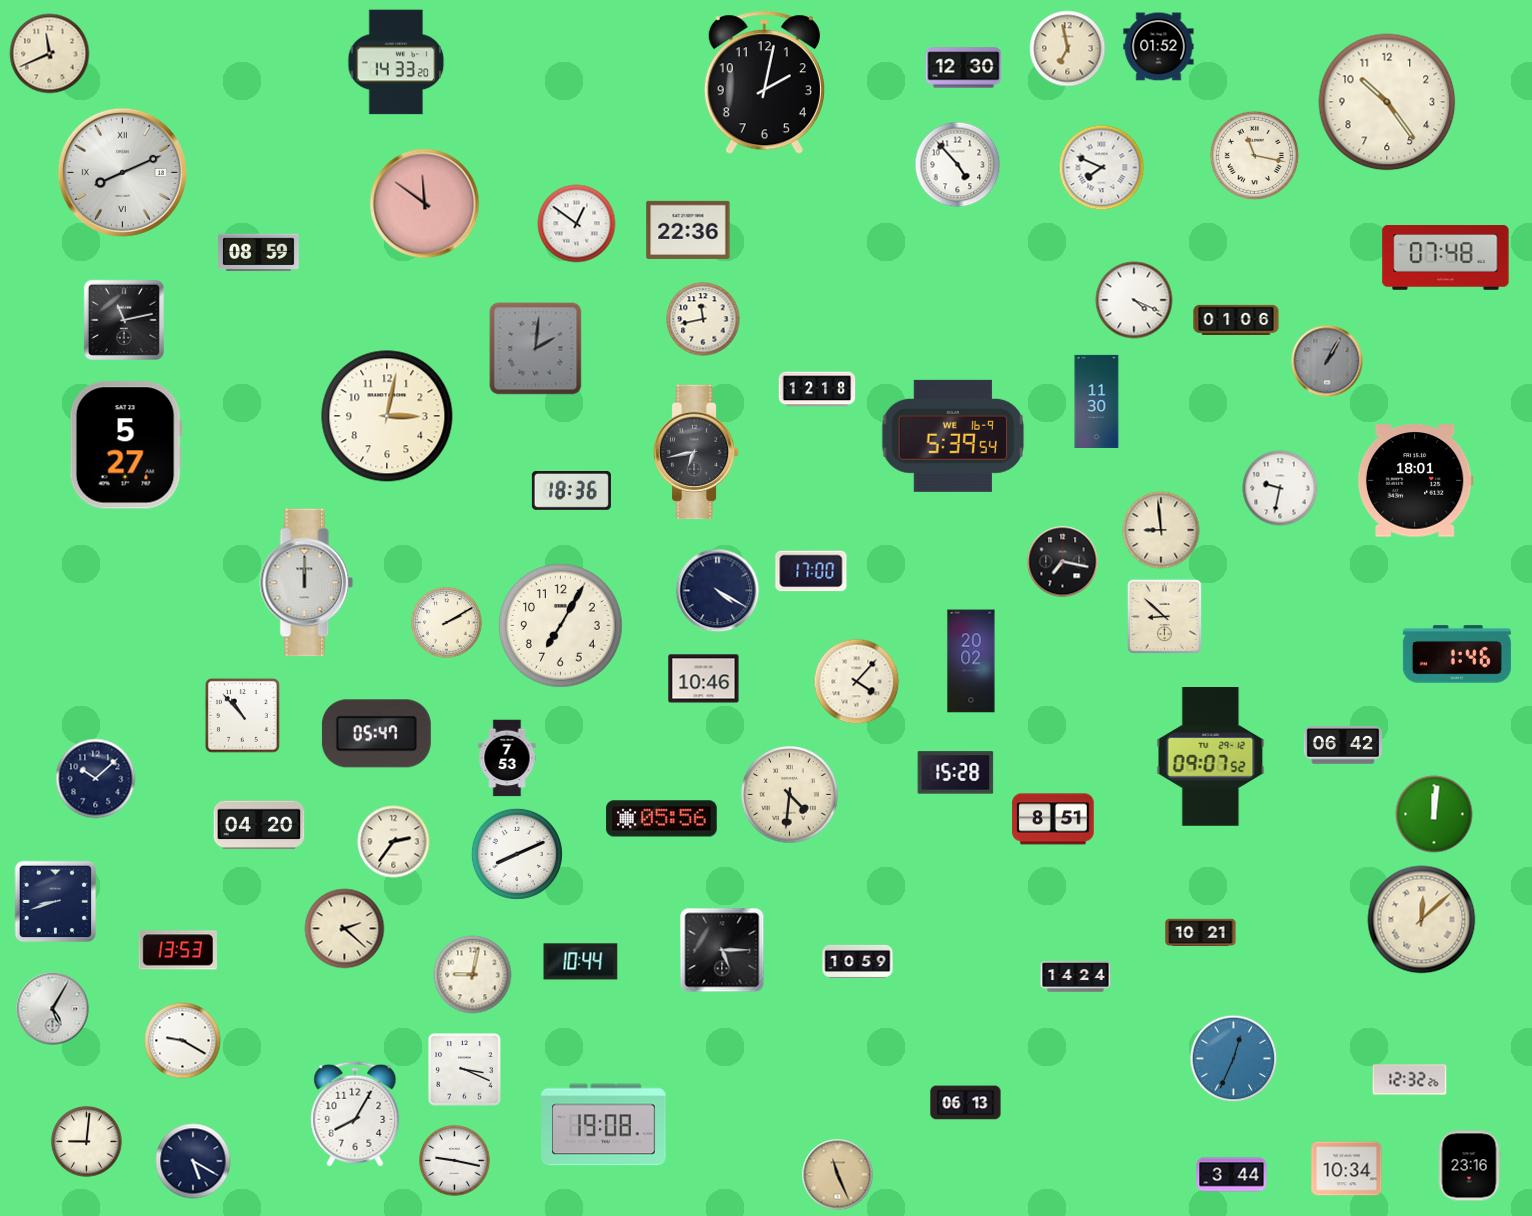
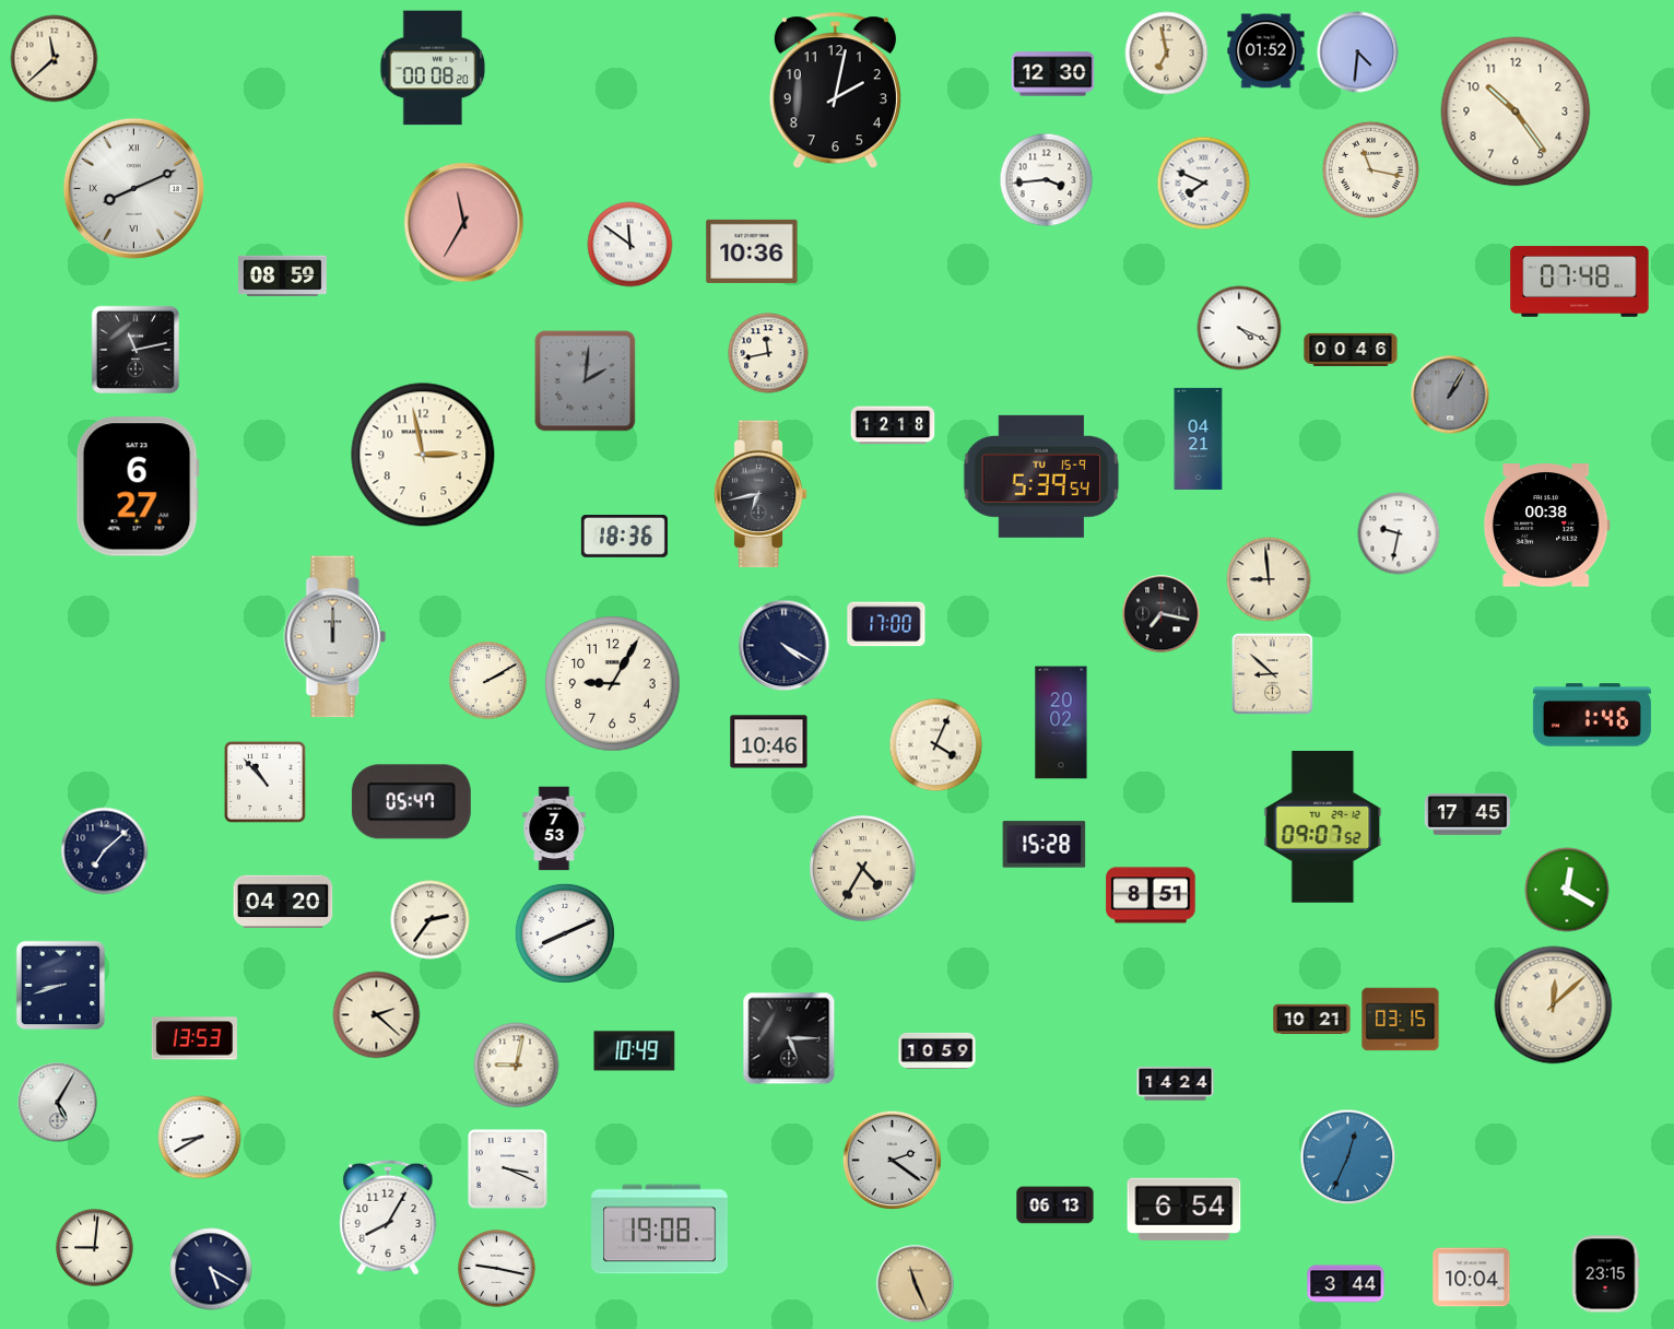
clock at (1358, 52): none -> 4:31
clock at (50, 54): 11:41 -> 11:38
clock at (396, 62): 14:33 -> 00:08
clock at (958, 165): 4:53 -> 3:44
clock at (425, 204): 11:51 -> 11:35
clock at (577, 224): 12:51 -> 11:51
clock at (688, 230): 22:36 -> 10:36
clock at (703, 319) position: (703, 319) -> (768, 353)
clock at (1236, 319): 01:06 -> 00:46
clock at (1097, 401): 11:30 -> 04:21
clock at (387, 416): 3:02 -> 2:58
clock at (953, 436) date: WE 16-9 -> TU 15-9
clock at (126, 445): 5:27 -> 6:27
clock at (1415, 481): 18:01 -> 00:38
clock at (561, 626): 7:05 -> 9:05
clock at (857, 682): 4:07 -> 4:04
clock at (1342, 745): 06:42 -> 17:45
clock at (96, 779): 10:08 -> 7:08
clock at (790, 795): 4:31 -> 4:35
clock at (1434, 814): 12:01 -> 12:20
clock at (662, 819): 05:56 -> none
clock at (1401, 1020): none -> 03:15
clock at (581, 962): 10:44 -> 10:49
clock at (1076, 977) position: (1076, 977) -> (1176, 1084)
clock at (183, 1041): 9:20 -> 8:40
clock at (892, 1160): none -> 2:21
clock at (1410, 1080): 12:32 -> none
clock at (1184, 1210): none -> 6:54
clock at (1469, 1166): 23:16 -> 23:15
clock at (1347, 1169): 10:34 -> 10:04
